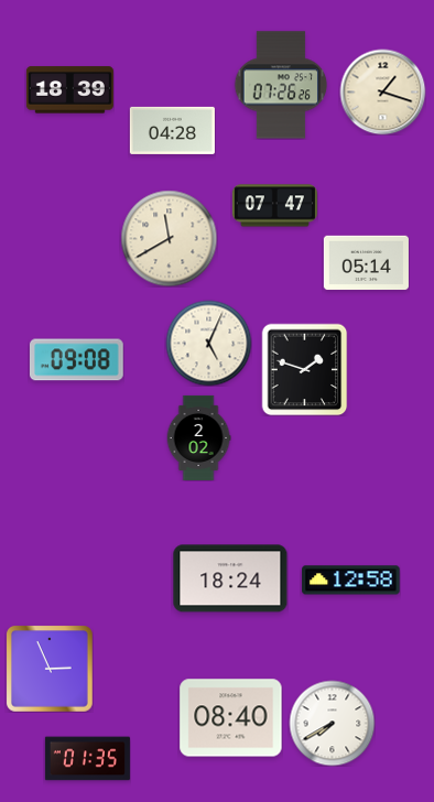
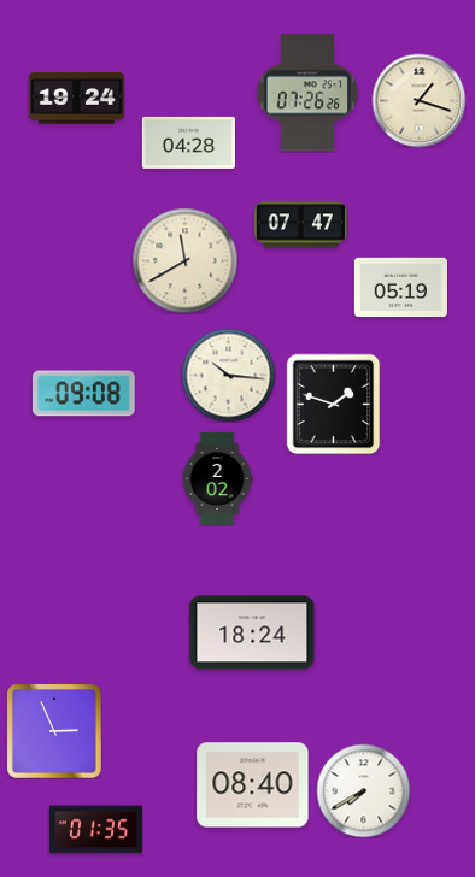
clock at (69, 90): 18:39 -> 19:24
clock at (366, 263): 05:14 -> 05:19
clock at (208, 343): 5:04 -> 10:16
clock at (351, 581): 12:58 -> none
